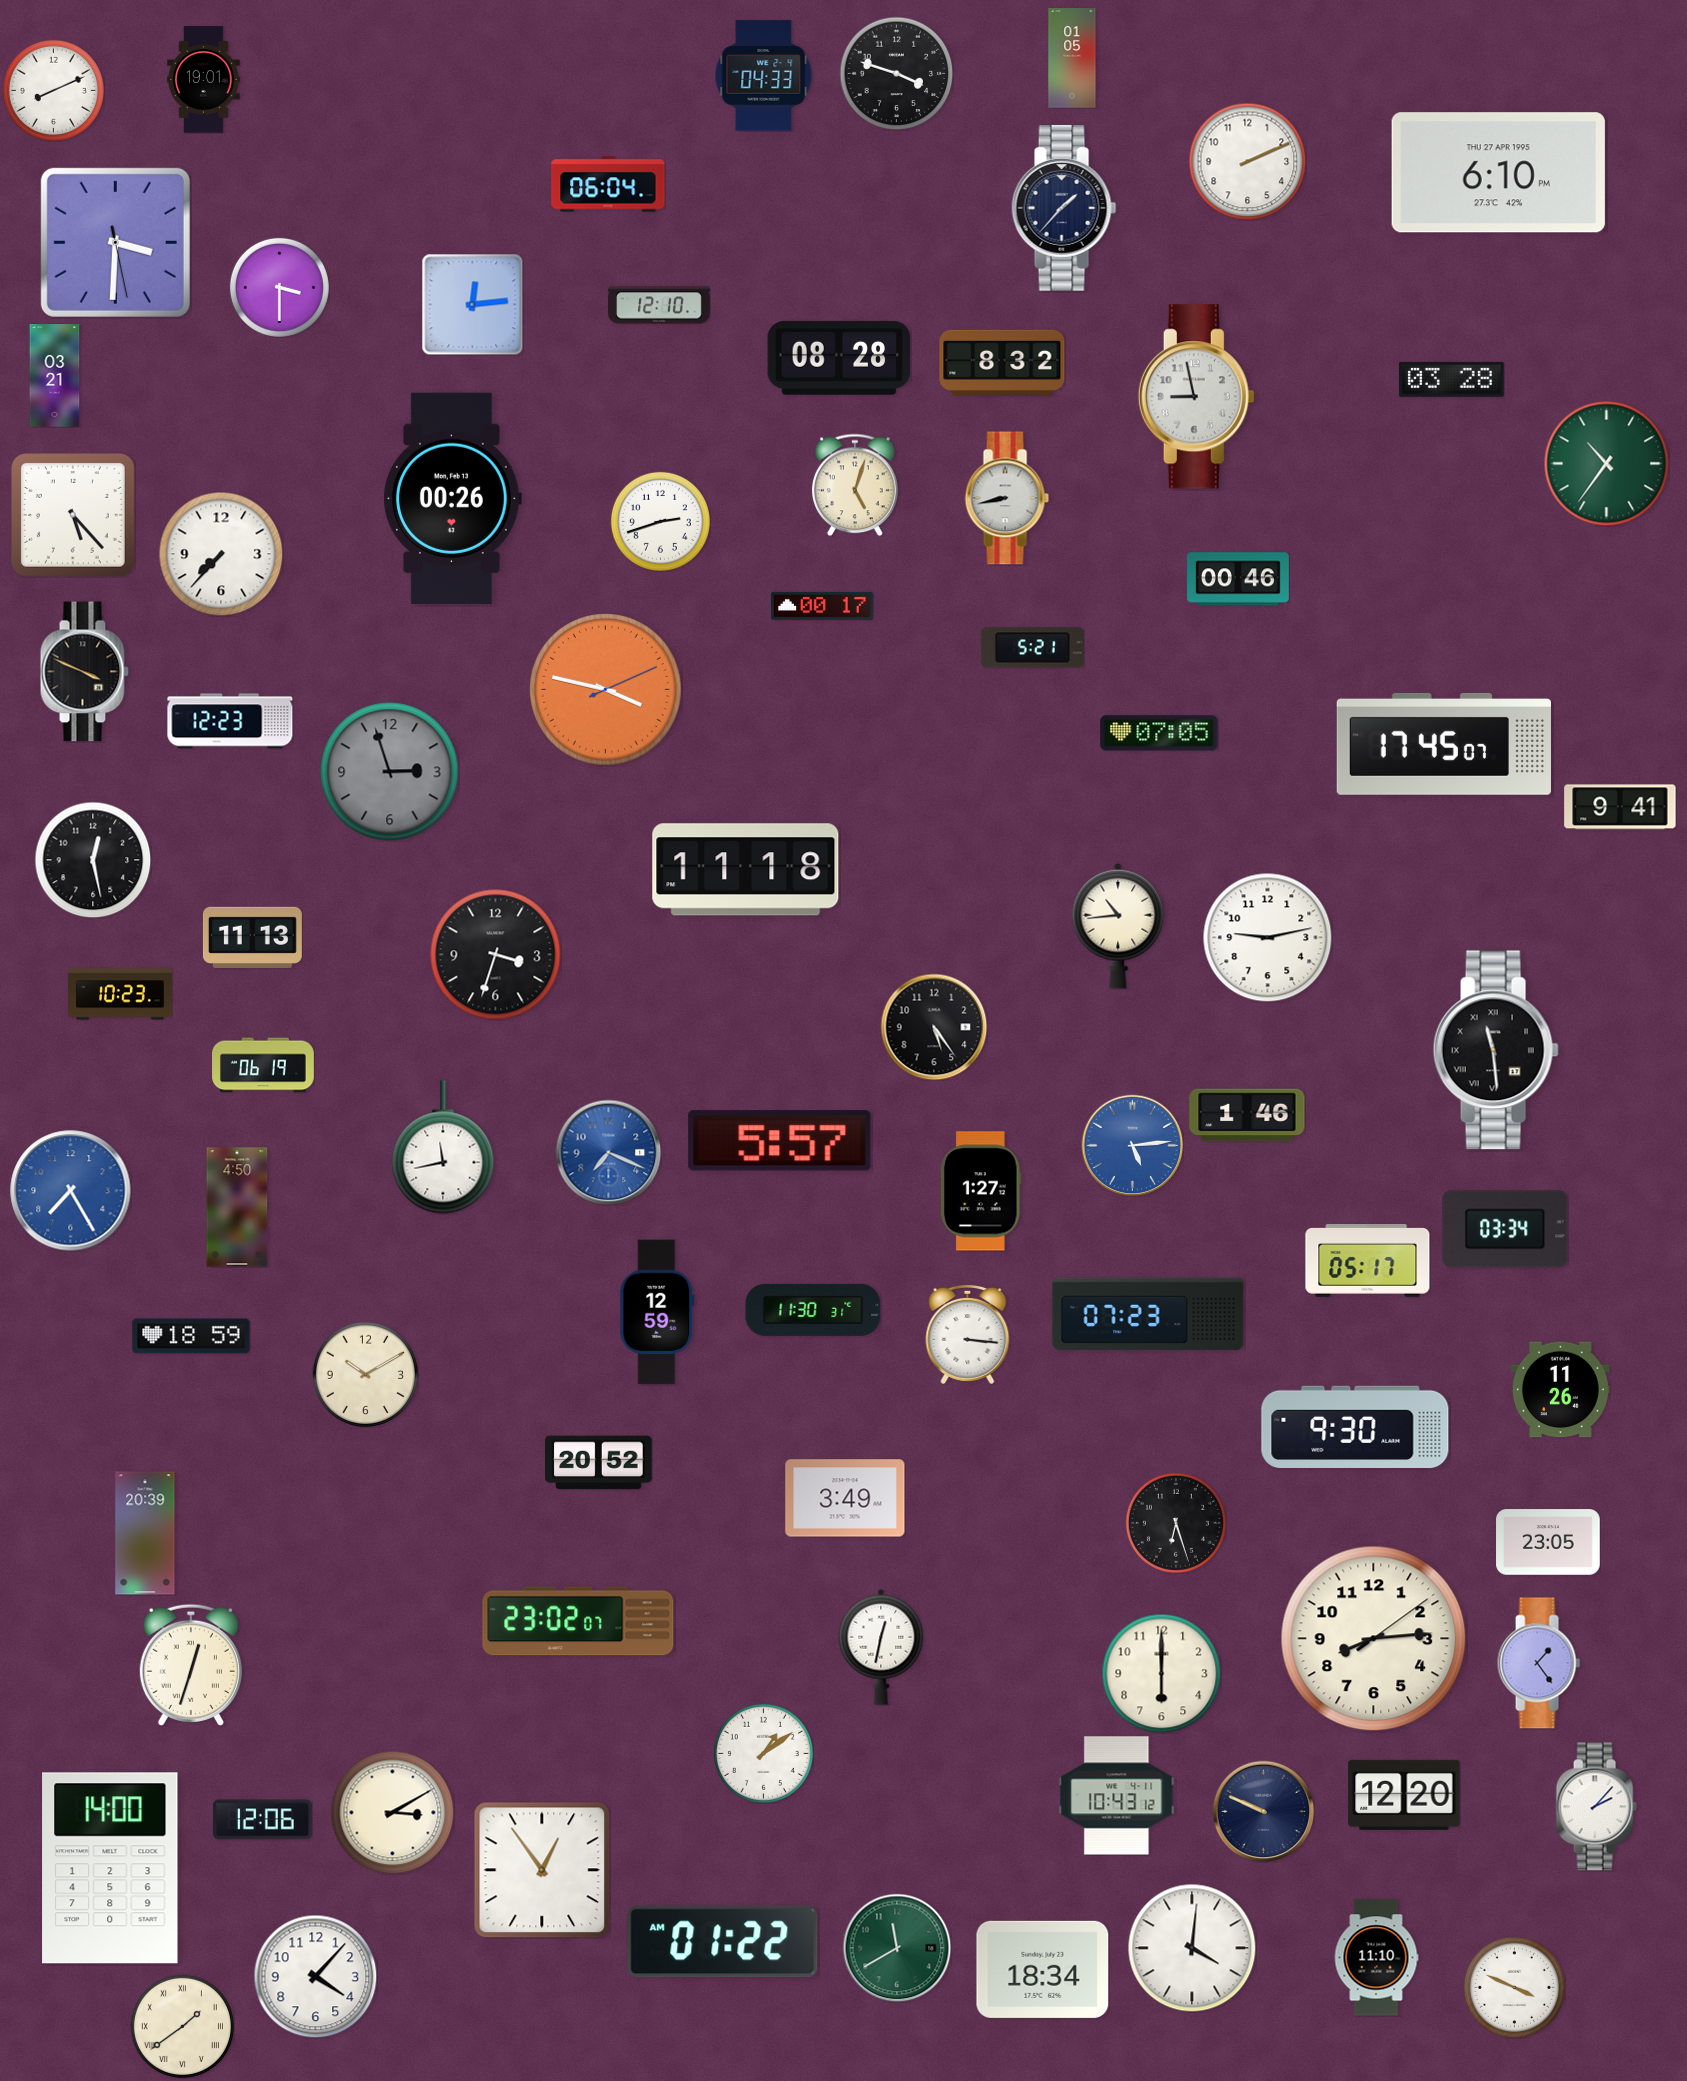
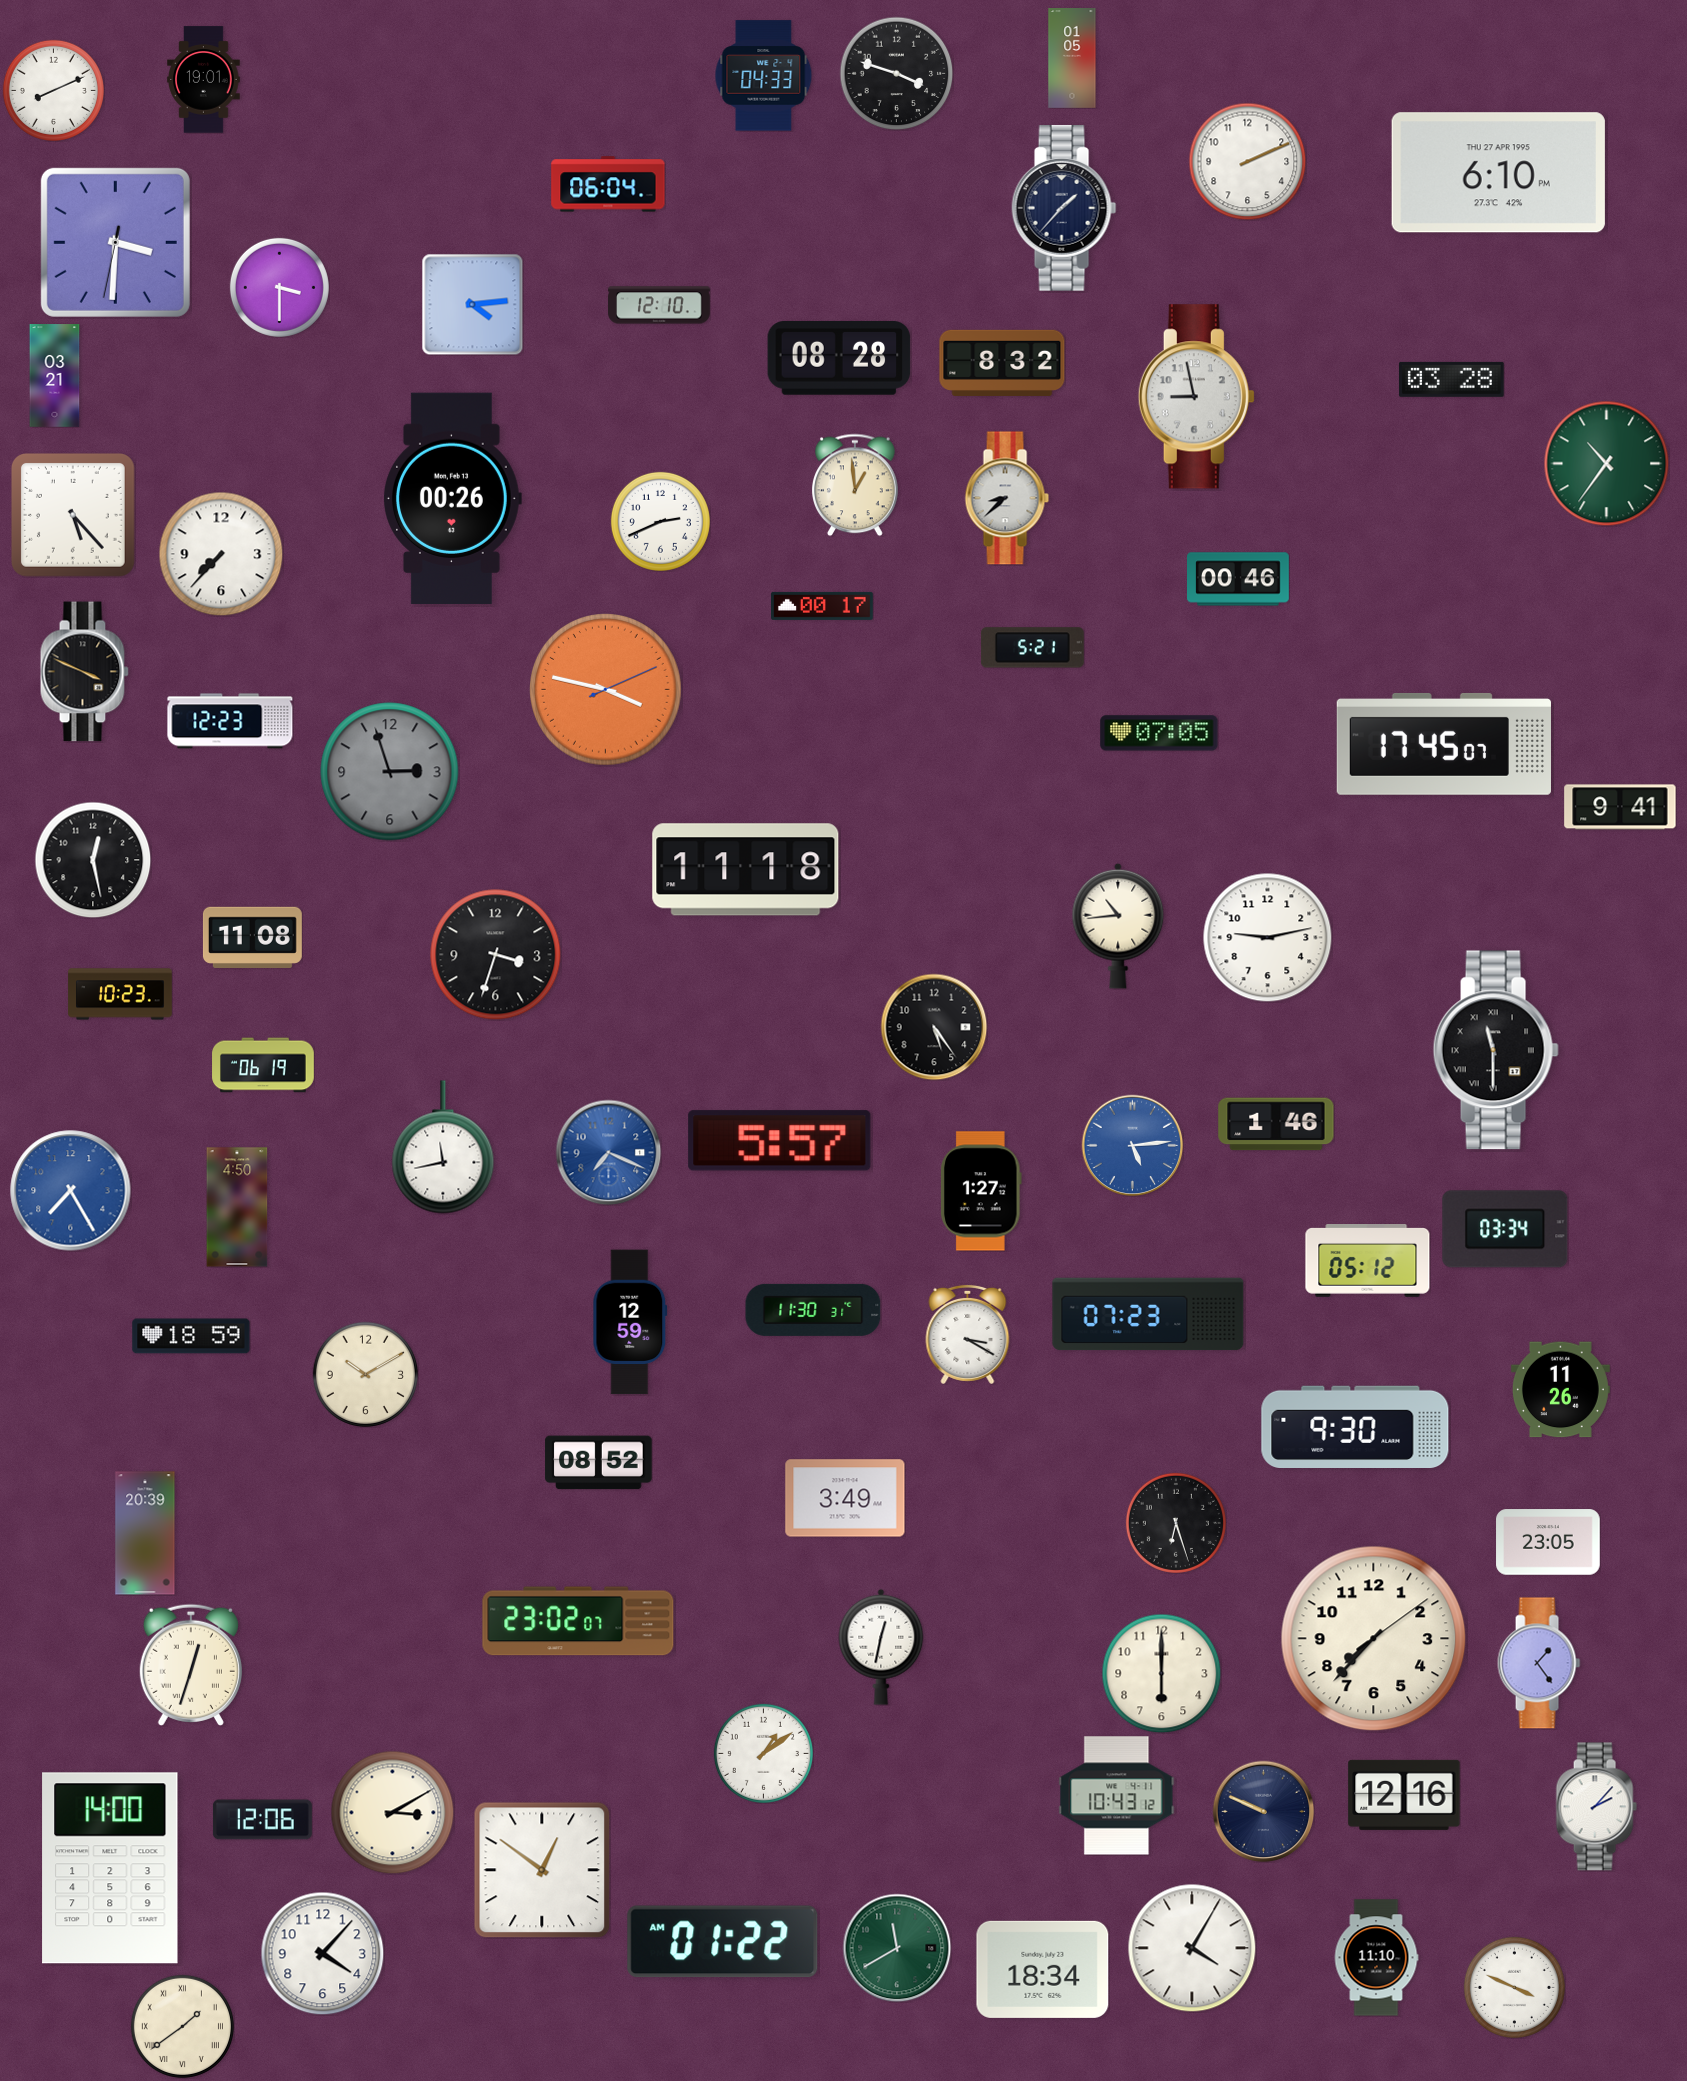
clock at (115, 242): 3:30:28 -> 3:30:32
clock at (472, 304): 12:14 -> 4:14
clock at (856, 485): 5:03 -> 12:59
clock at (1007, 498): 8:43 -> 8:38
clock at (660, 521): 2:42 -> 2:41
clock at (252, 937): 11:13 -> 11:08
clock at (1496, 1050): 11:29 -> 11:30
clock at (1247, 1115) position: (1247, 1115) -> (1276, 1124)
clock at (1368, 1261): 05:17 -> 05:12
clock at (657, 1312) position: (657, 1312) -> (630, 1322)
clock at (968, 1334): 3:16 -> 3:20
clock at (599, 1463): 20:52 -> 08:52
clock at (1374, 1639): 8:14 -> 7:37
clock at (1404, 1795): 12:20 -> 12:16
clock at (542, 1870): 12:54 -> 12:51
clock at (1192, 1948): 4:01 -> 4:05
clock at (315, 1976) position: (315, 1976) -> (322, 1953)
